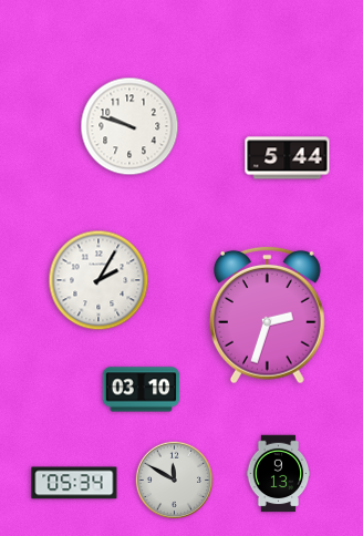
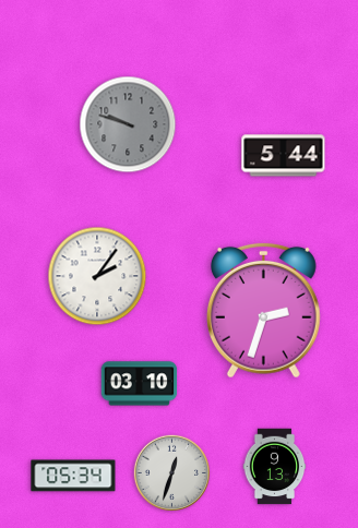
clock at (129, 126) dial: white -> grey
clock at (98, 280): 2:05 -> 2:06
clock at (174, 480): 11:50 -> 12:33
